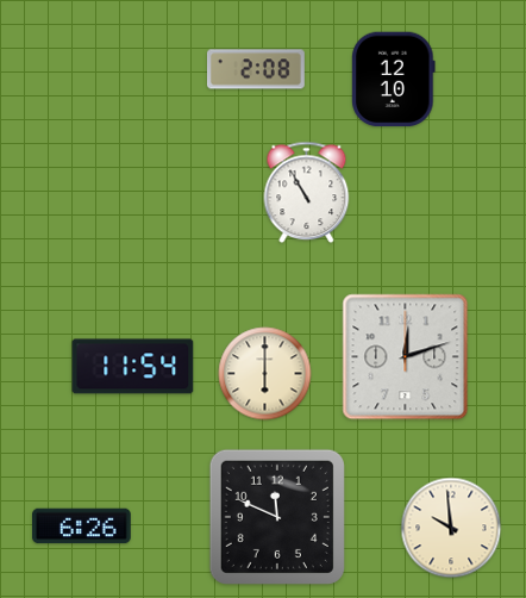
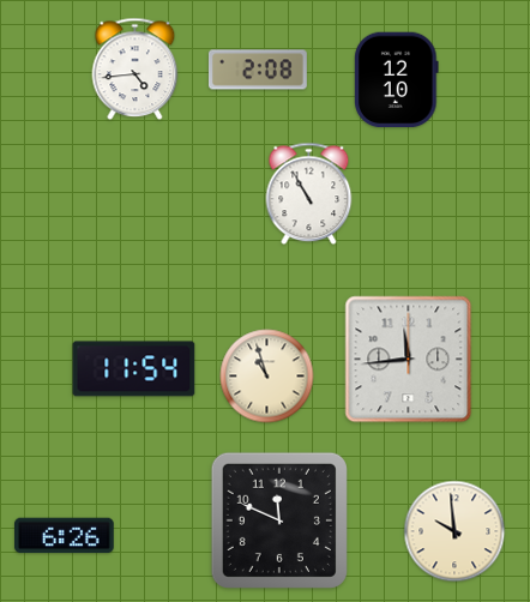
clock at (135, 70): none -> 4:44
clock at (406, 357): 12:12 -> 11:44
clock at (265, 374): 6:00 -> 10:57
clock at (82, 527) position: (82, 527) -> (65, 536)
